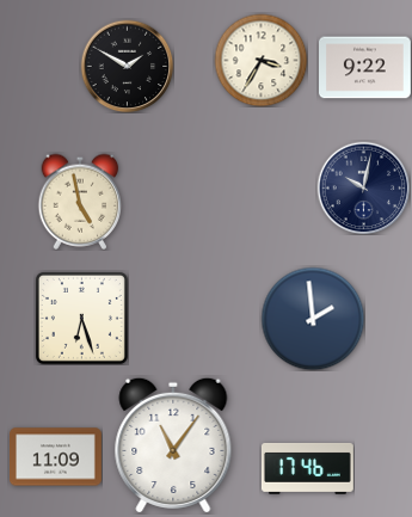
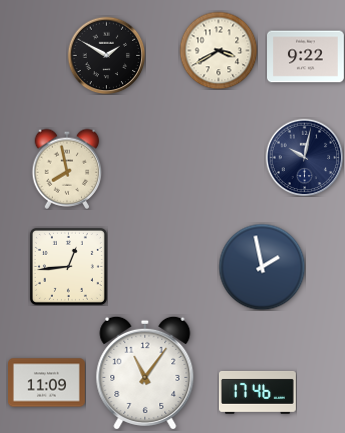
clock at (260, 60): 3:35 -> 3:40
clock at (80, 202): 4:58 -> 7:58
clock at (81, 318): 6:27 -> 12:44
clock at (313, 319): 1:59 -> 1:58
